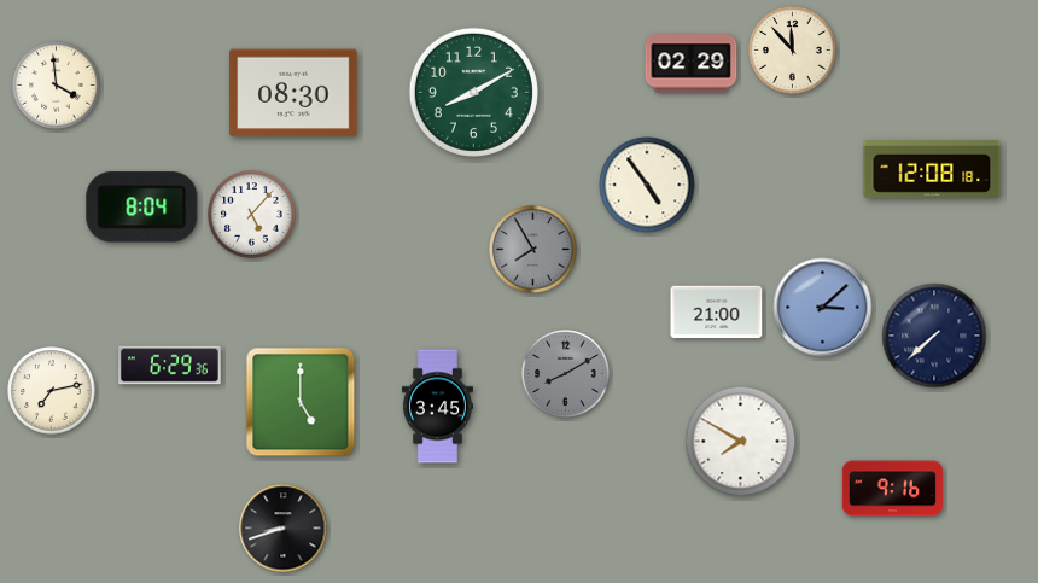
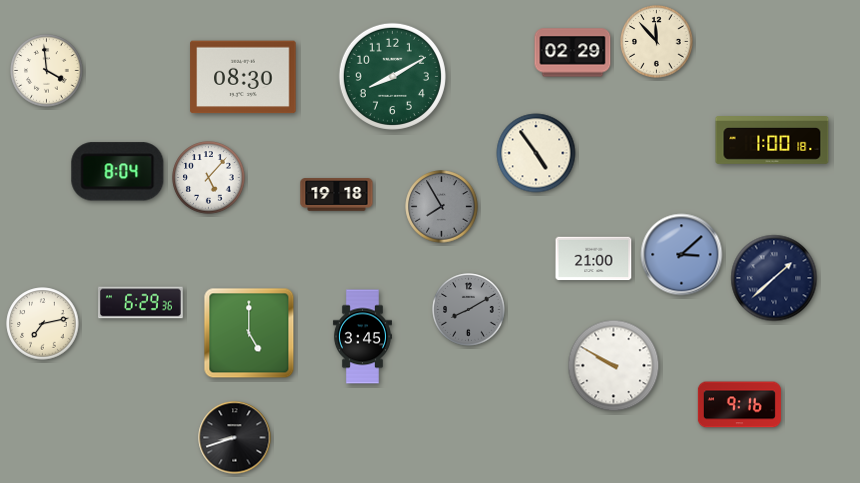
clock at (932, 170): 12:08 -> 1:00
clock at (337, 195): none -> 19:18
clock at (934, 336): 7:38 -> 1:38
clock at (741, 442): 7:50 -> 9:50
